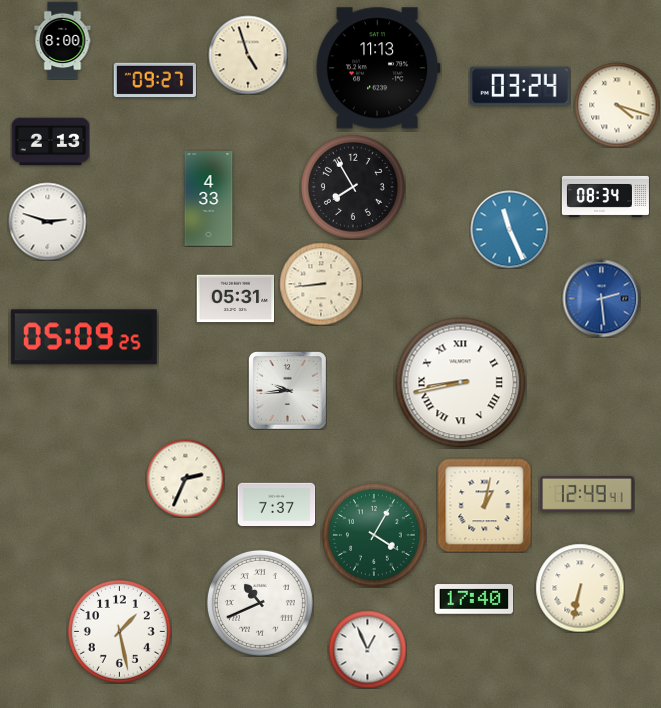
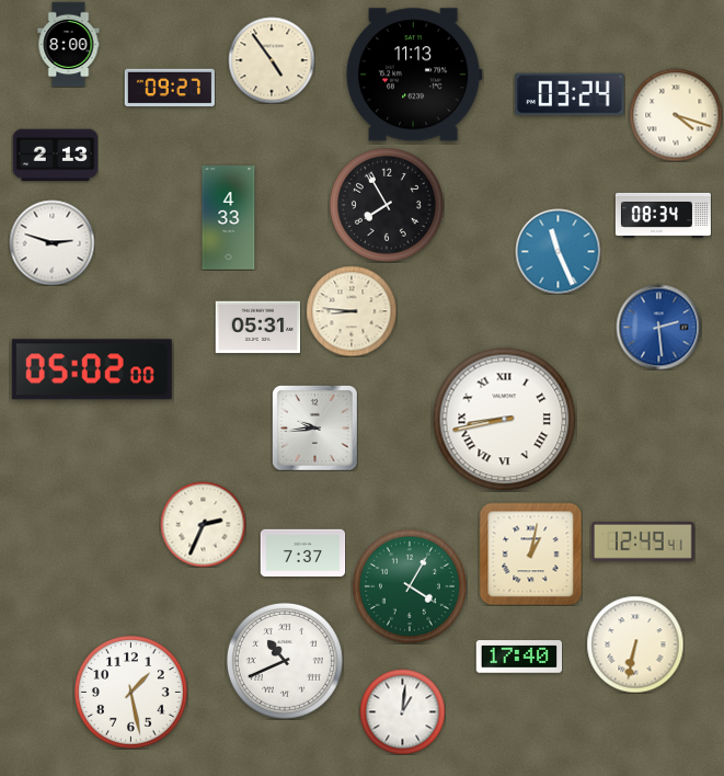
clock at (248, 55): 4:57 -> 4:54
clock at (321, 284): 8:44 -> 8:46
clock at (84, 337): 05:09 -> 05:02
clock at (367, 649): 12:56 -> 1:01
